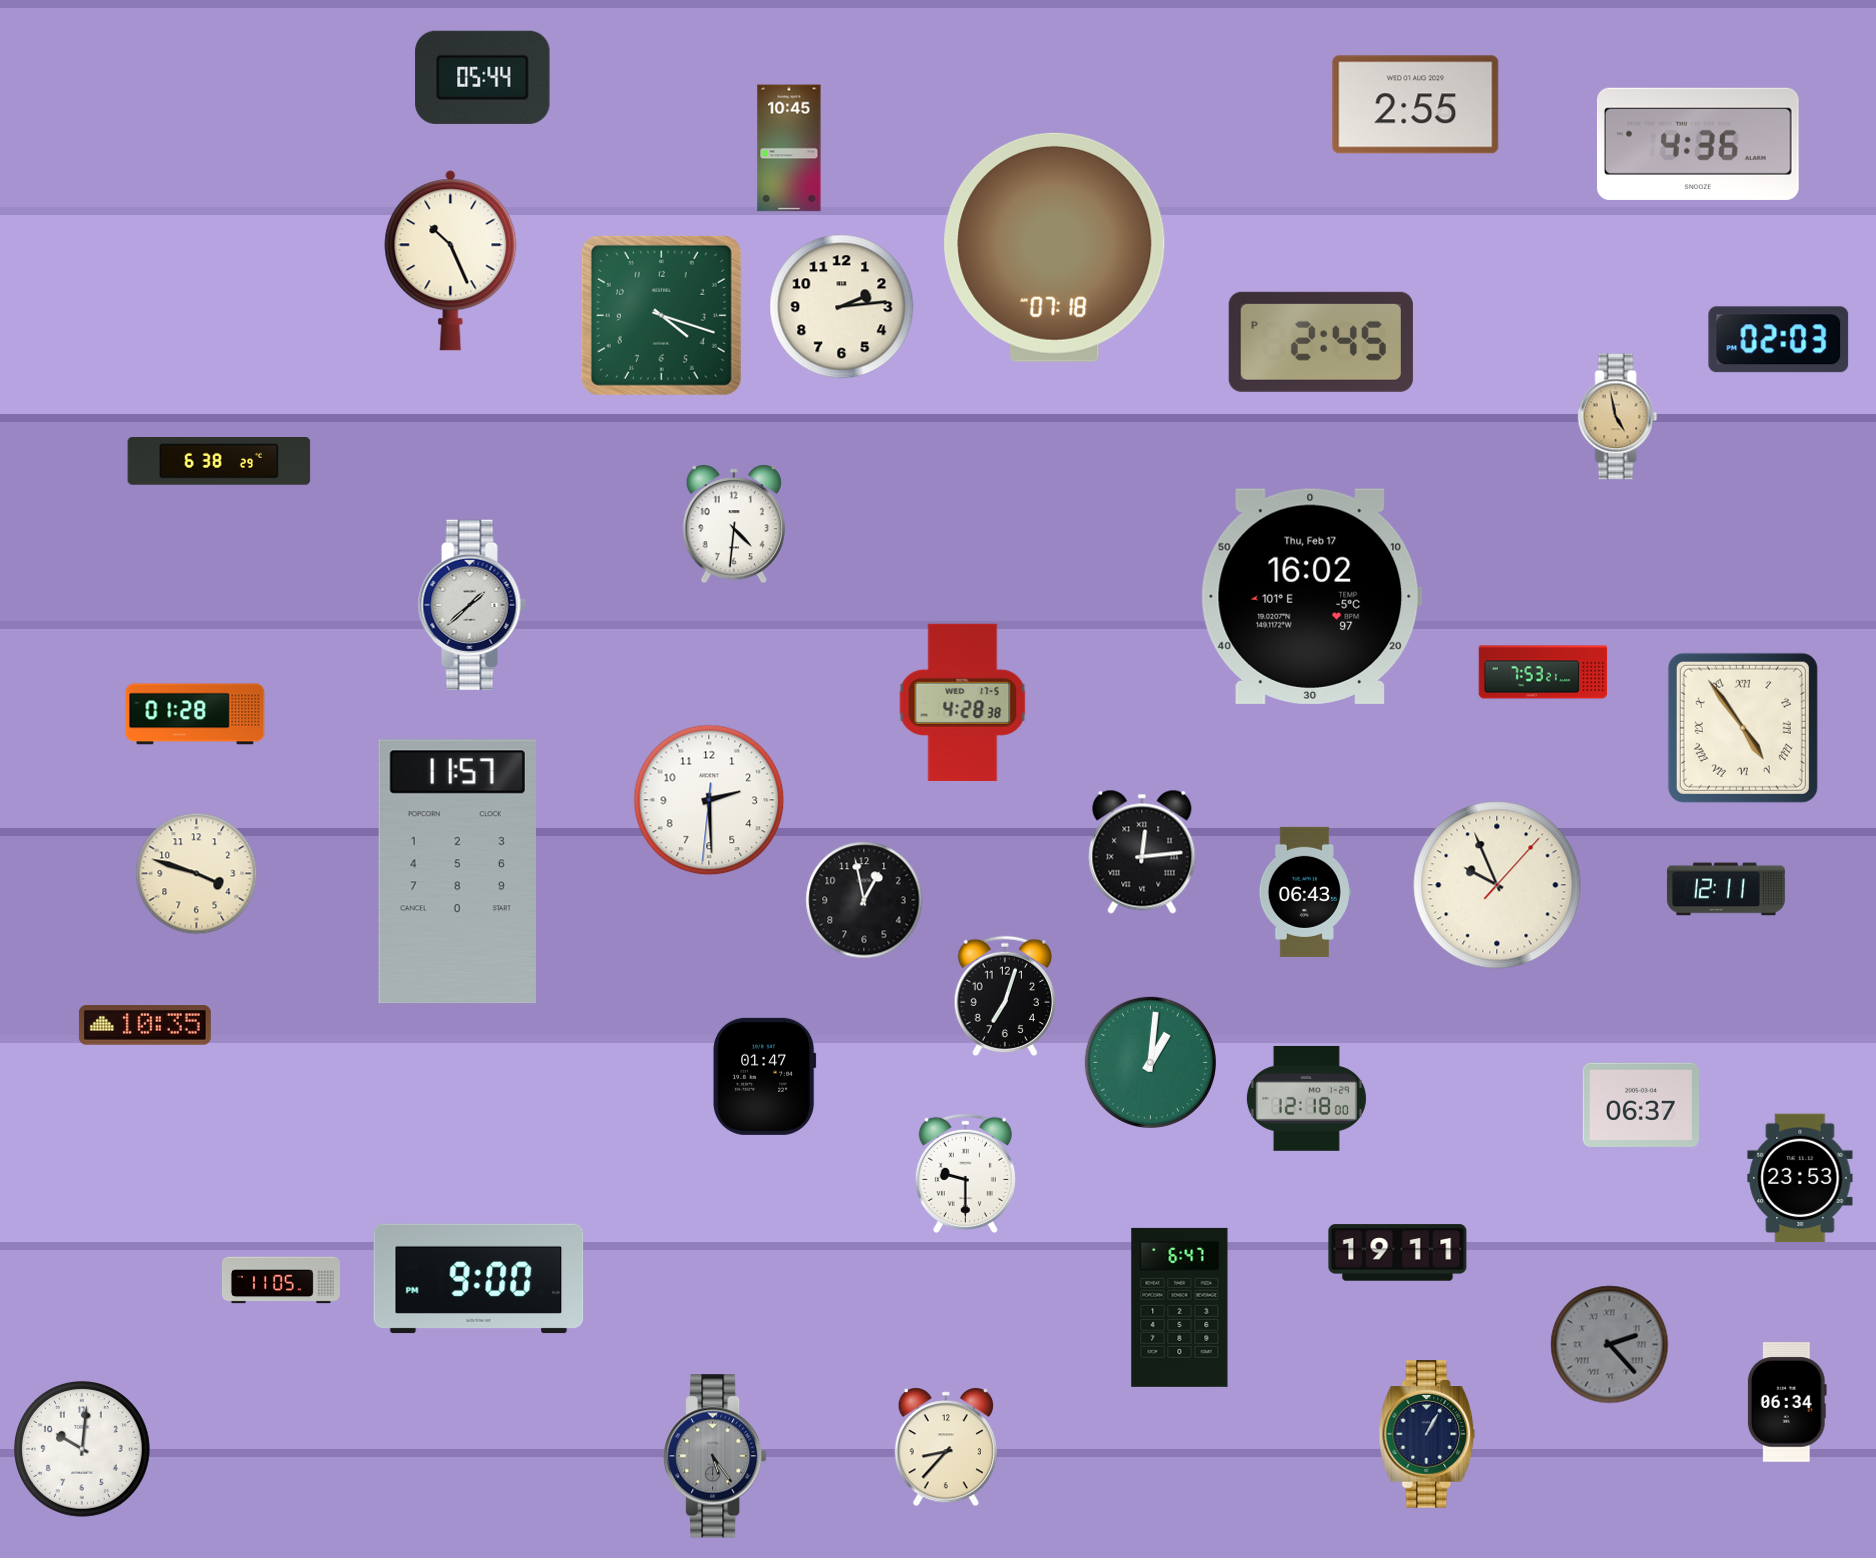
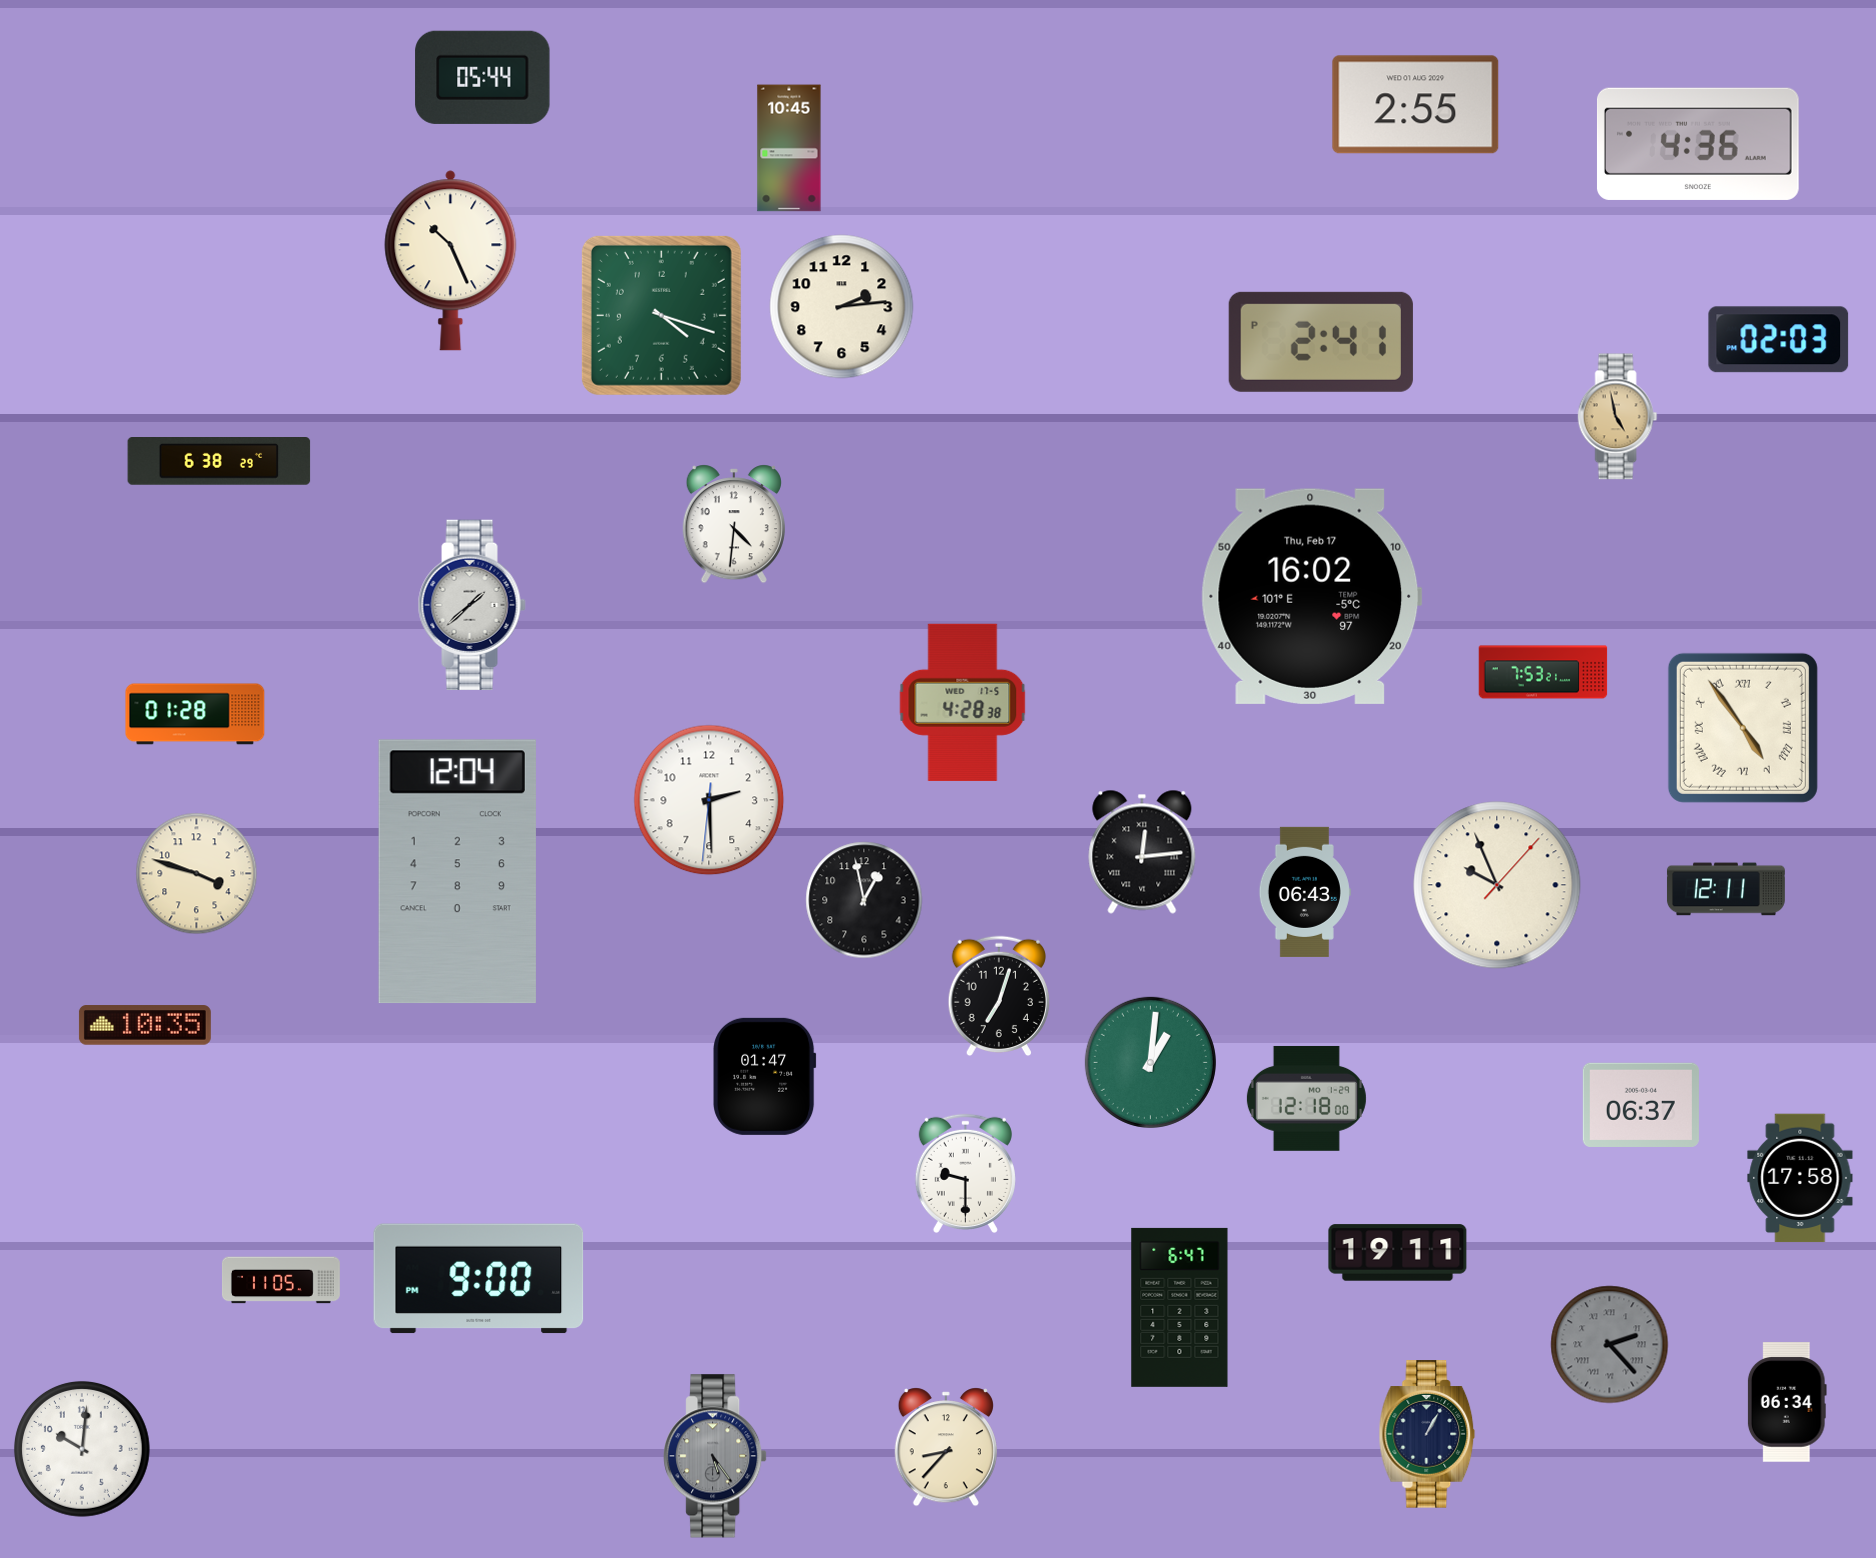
clock at (1055, 247): 07:18 -> none
clock at (1321, 342): 2:45 -> 2:41
clock at (457, 872): 11:57 -> 12:04
clock at (1005, 996) position: (1005, 996) -> (999, 996)
clock at (1800, 1178): 23:53 -> 17:58
